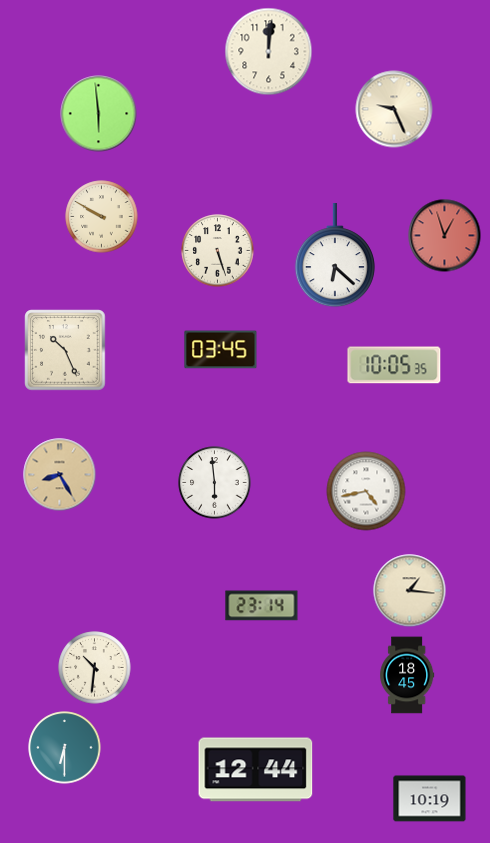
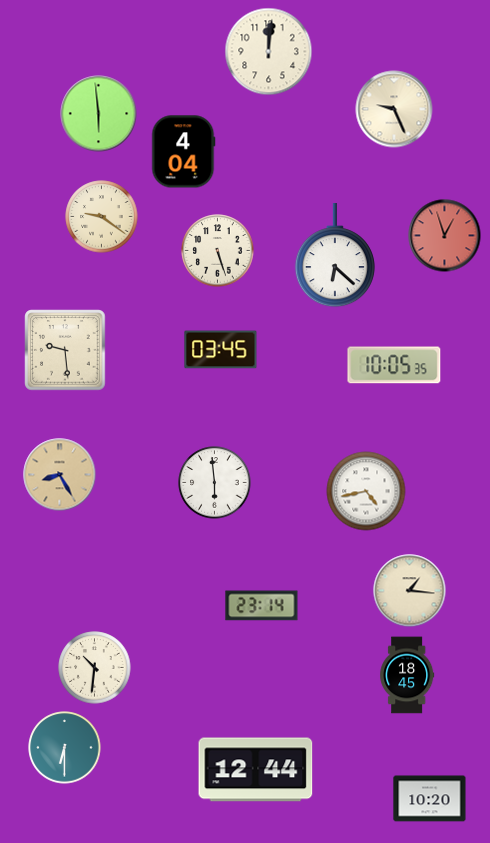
clock at (184, 152): none -> 4:04
clock at (102, 217): 9:50 -> 9:21
clock at (65, 350): 10:26 -> 9:29
clock at (430, 799): 10:19 -> 10:20
